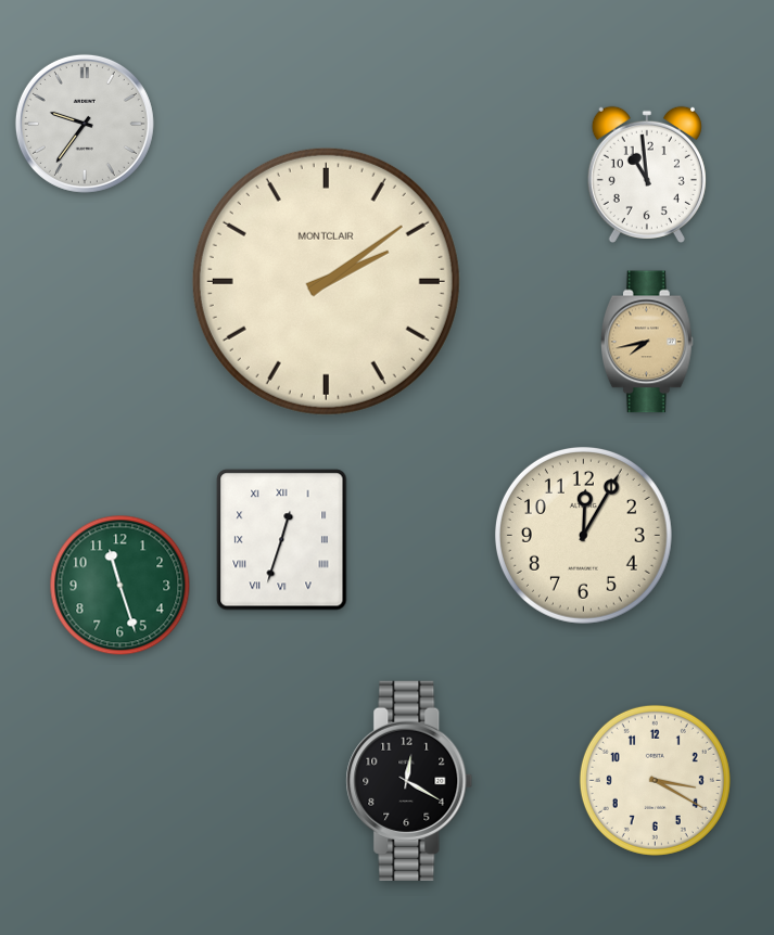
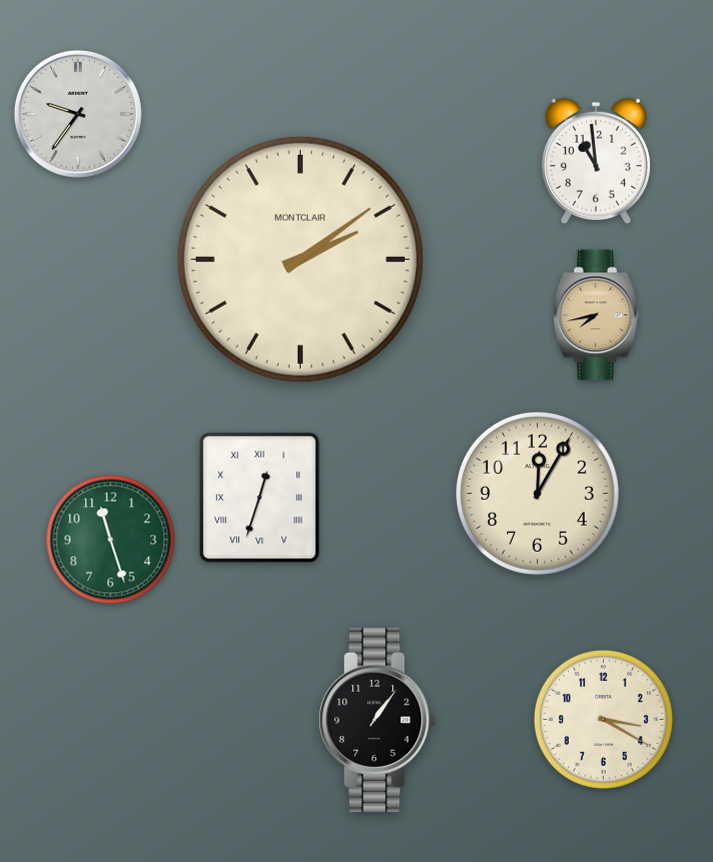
clock at (409, 781): 12:20 -> 1:06
